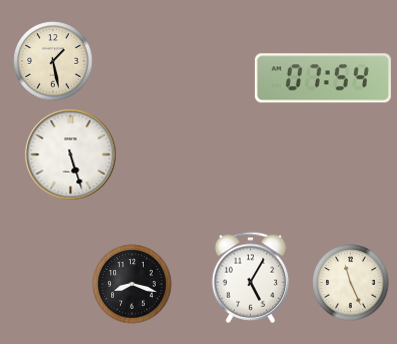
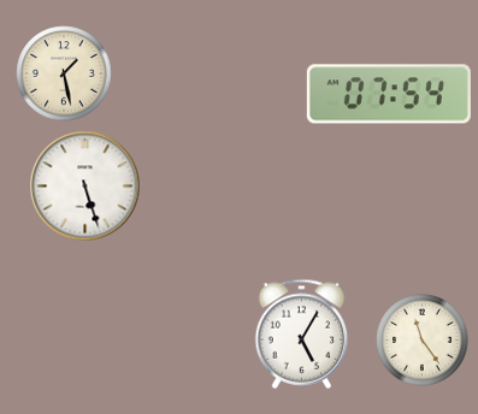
clock at (351, 283): 11:26 -> 11:24
clock at (132, 284): 8:18 -> none
